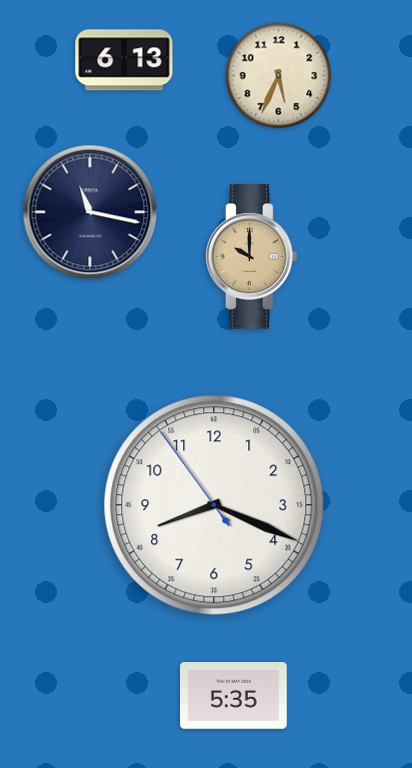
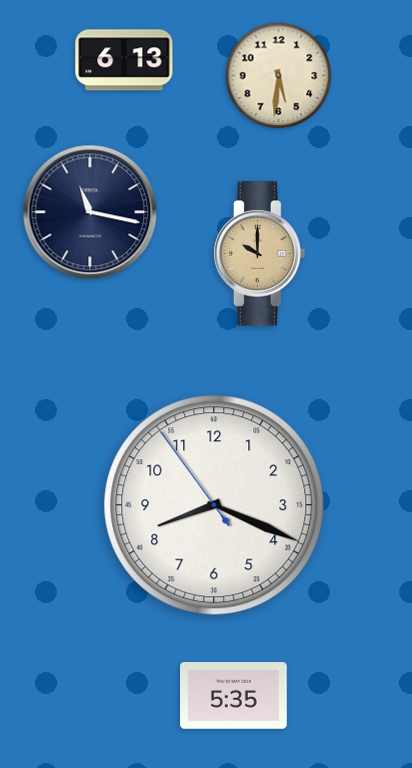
clock at (279, 76): 5:34 -> 5:31
clock at (252, 257) position: (252, 257) -> (260, 254)
